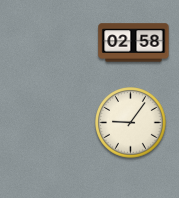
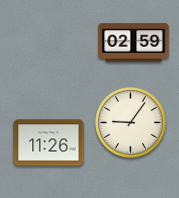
clock at (134, 43): 02:58 -> 02:59
clock at (49, 143): none -> 11:26
